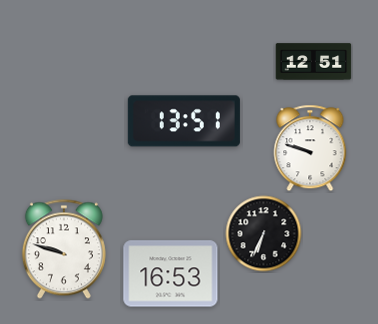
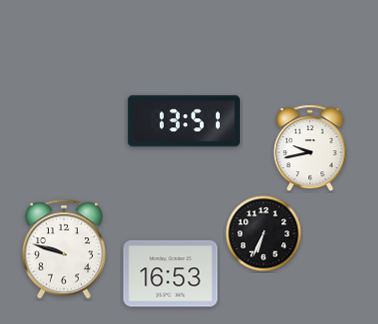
clock at (314, 62): 12:51 -> none
clock at (310, 148): 9:48 -> 9:43
